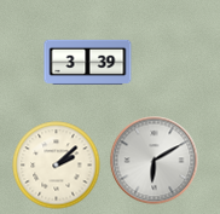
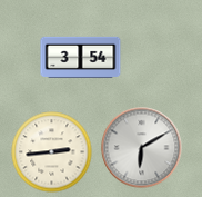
clock at (88, 62): 3:39 -> 3:54
clock at (57, 166): 2:08 -> 2:44
